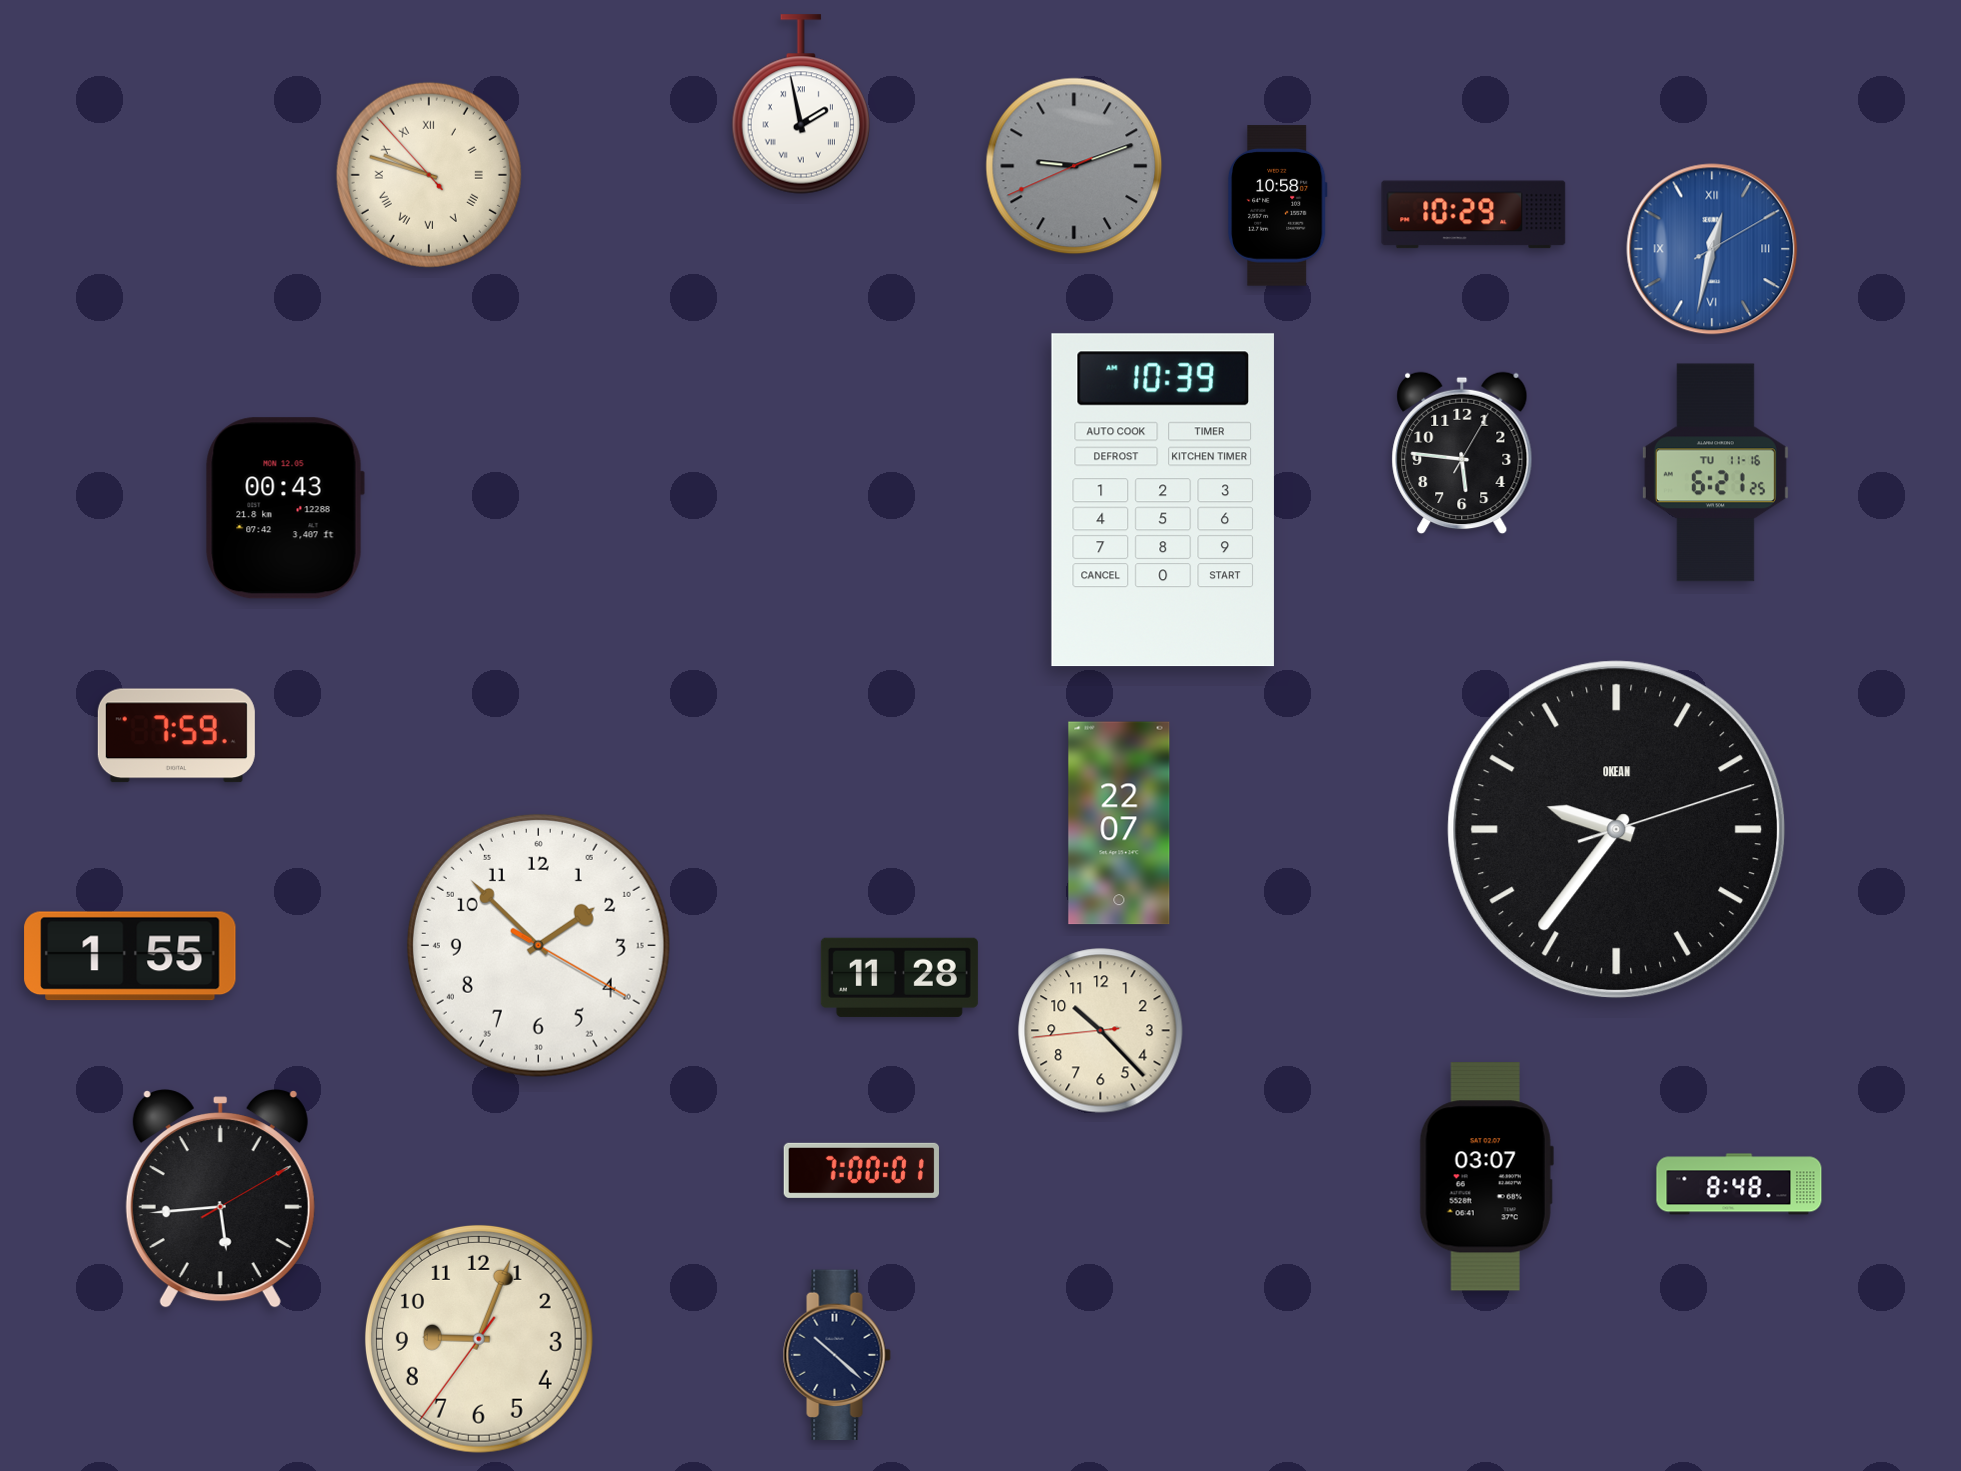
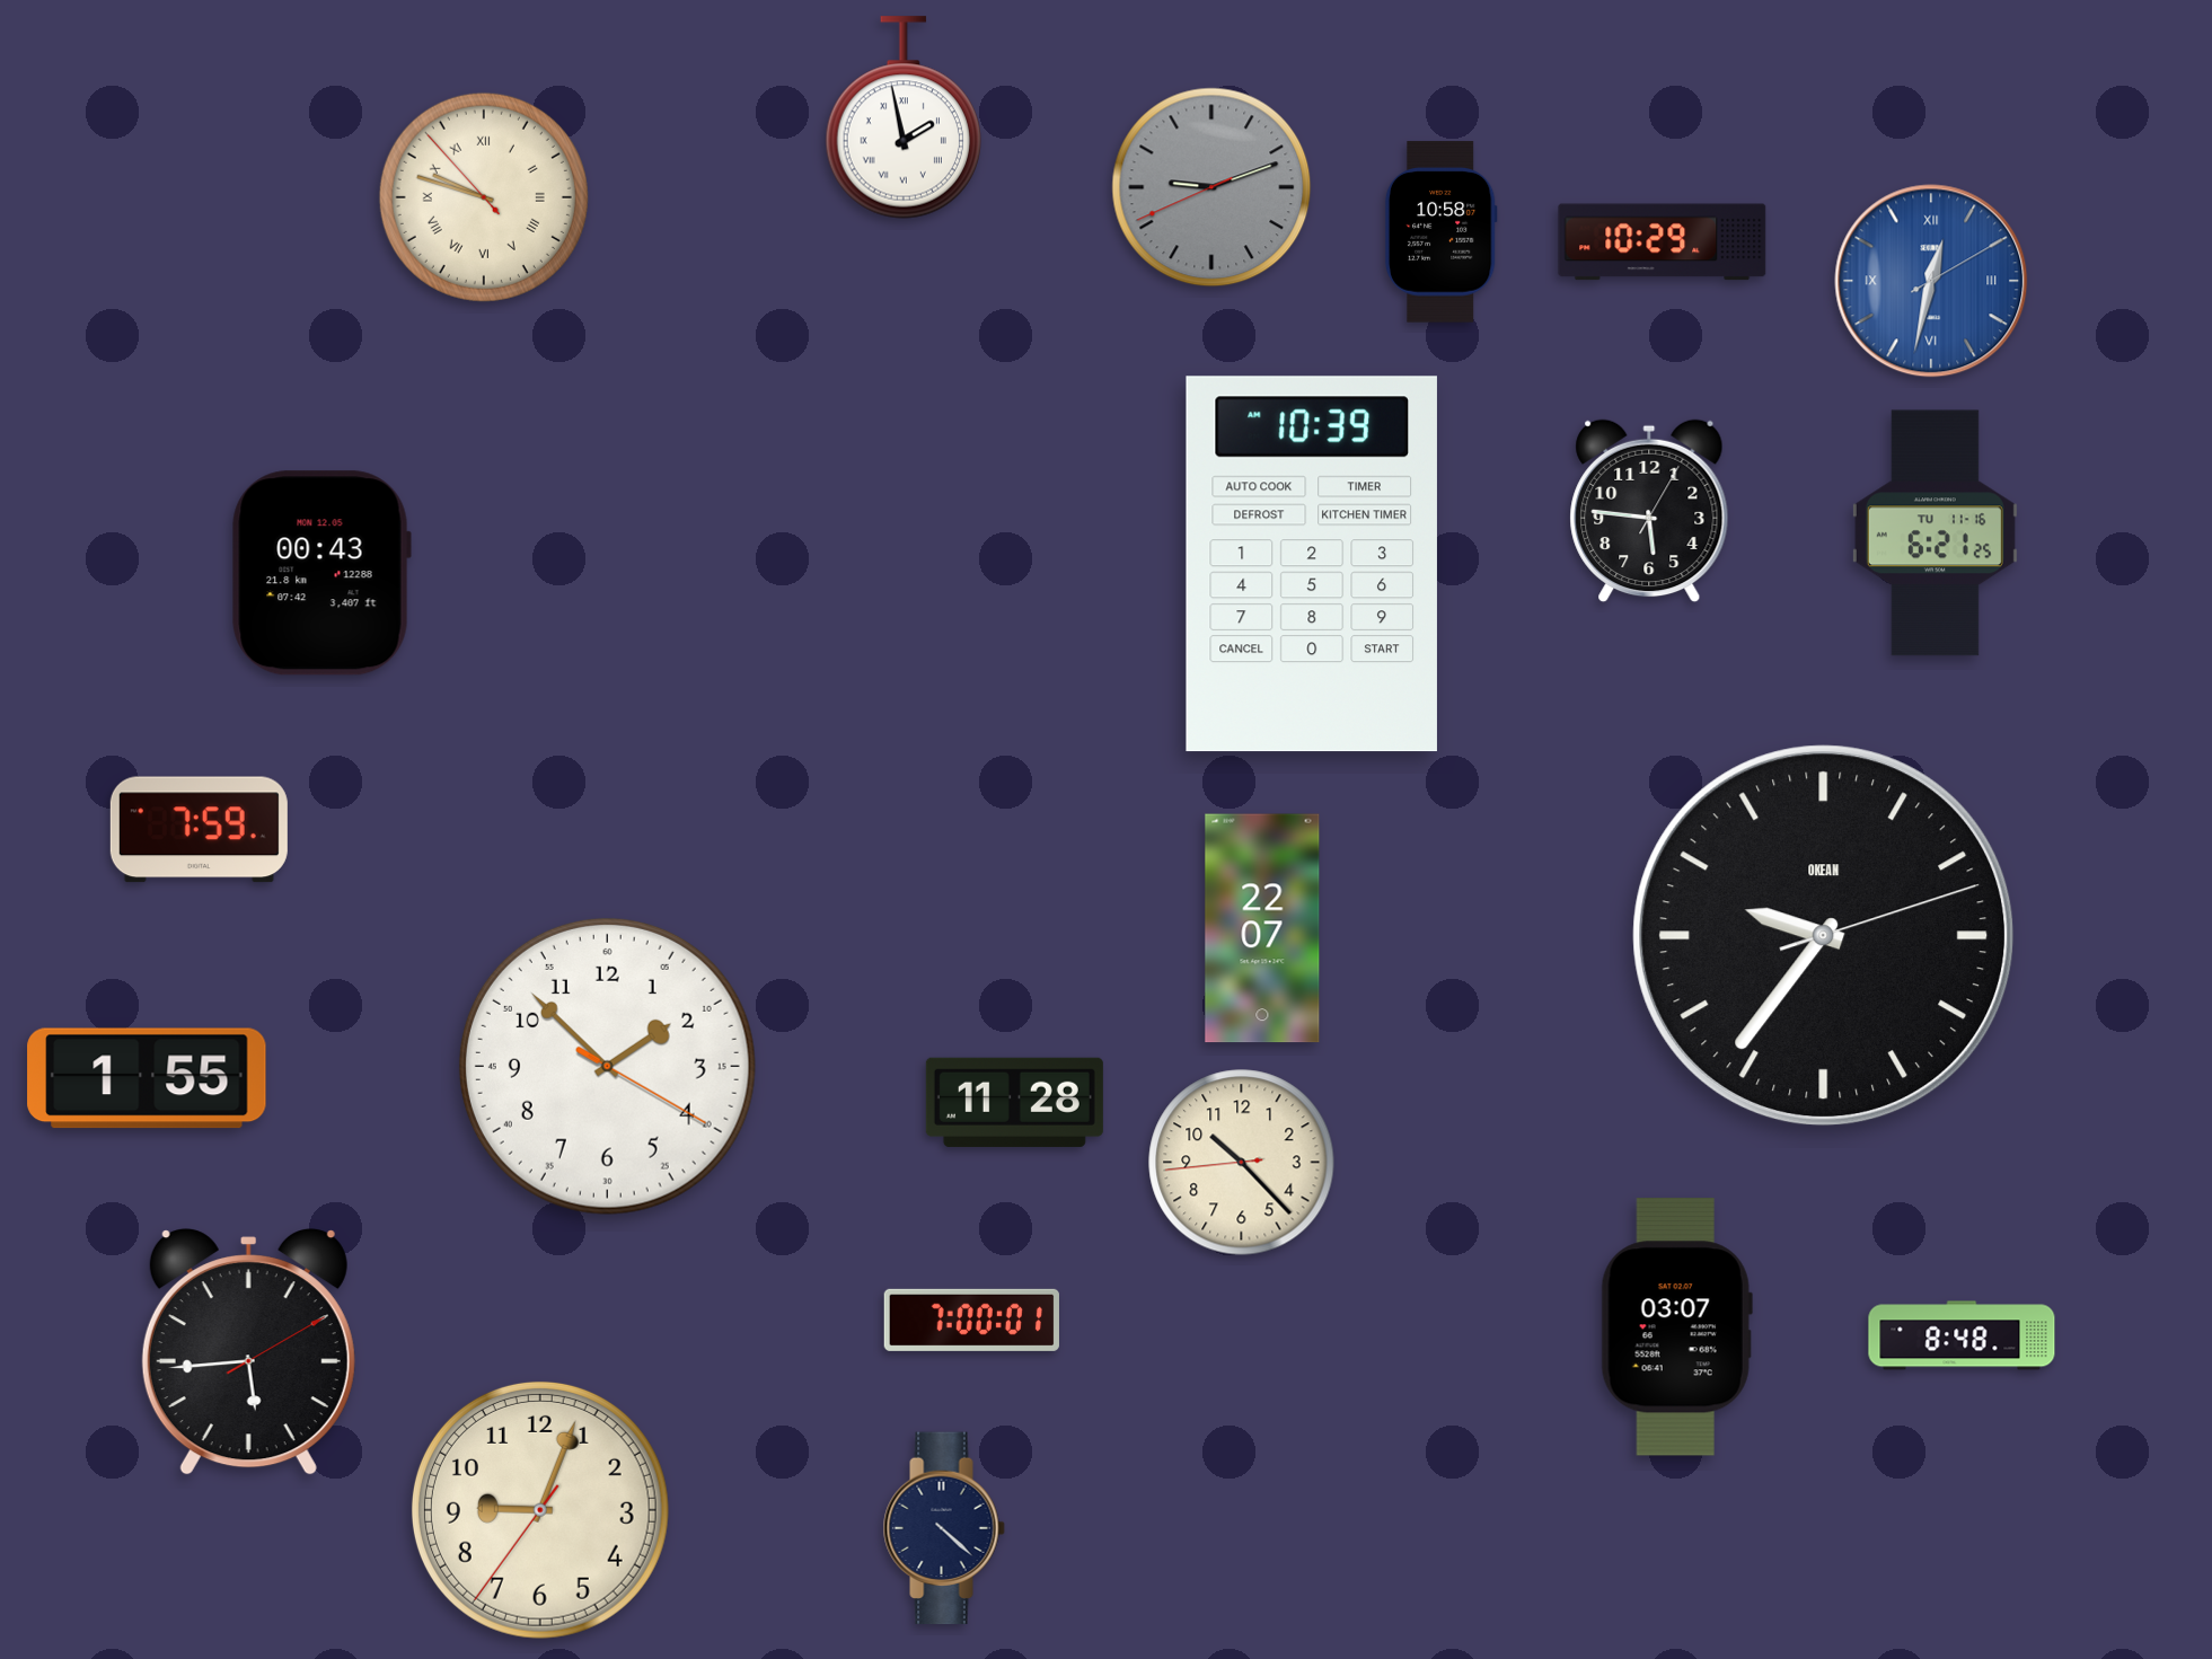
clock at (837, 1355): 10:22 -> 4:22
